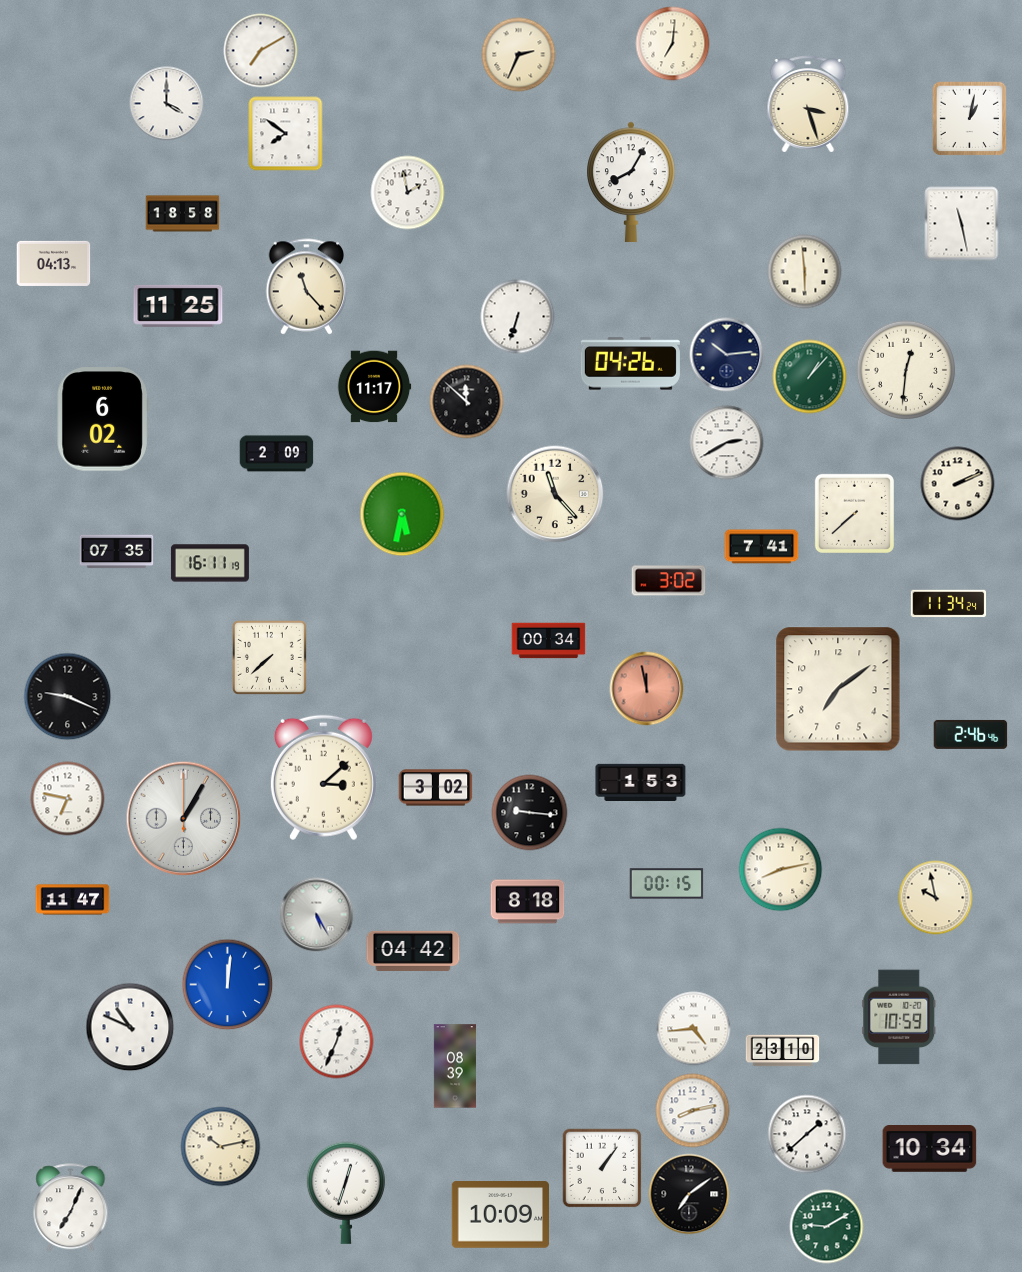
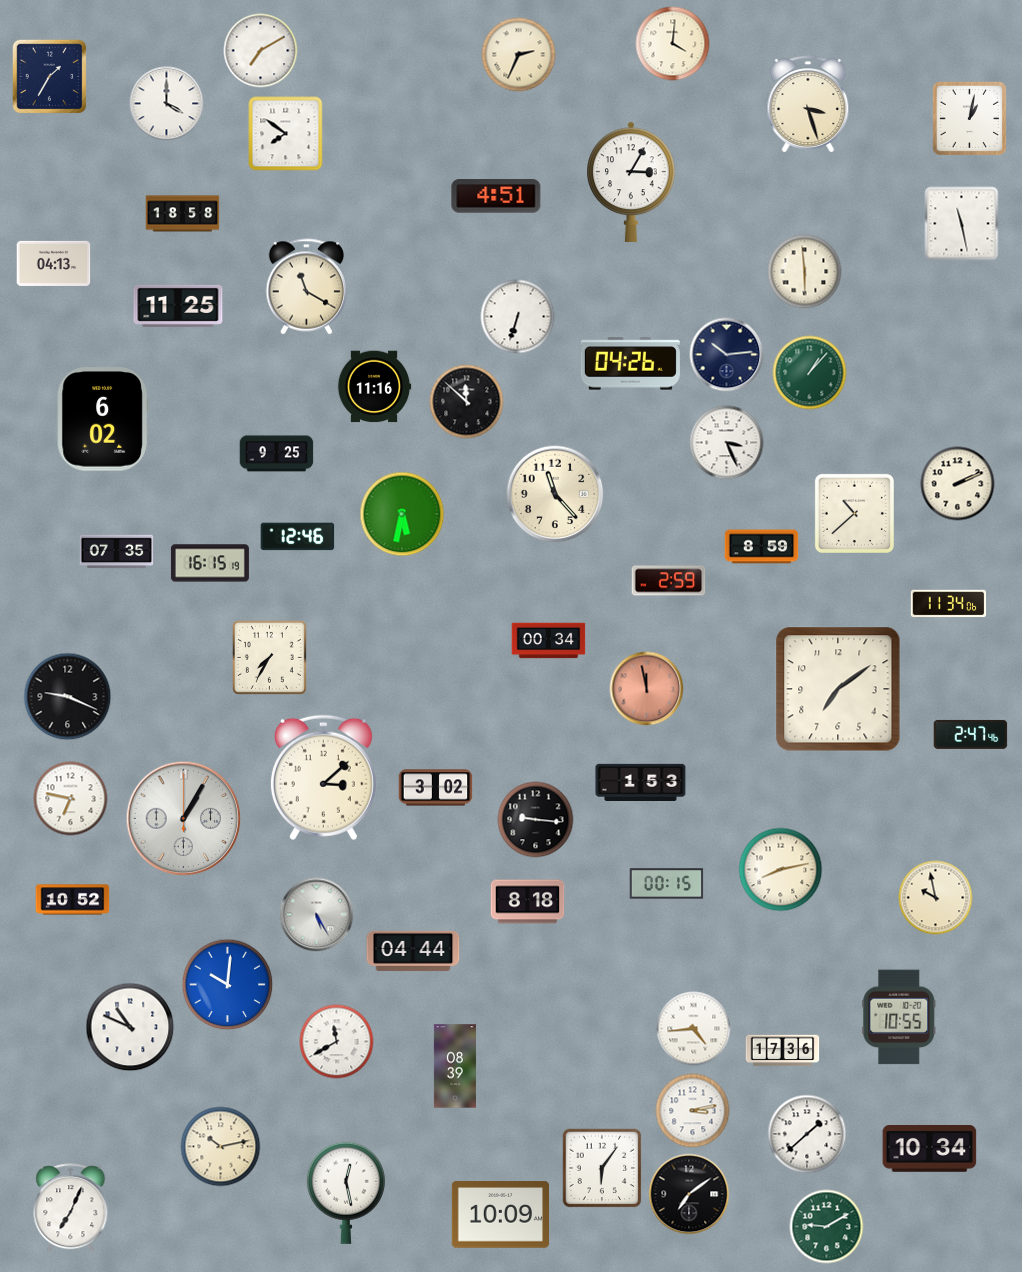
clock at (673, 44): 7:01 -> 4:01
clock at (50, 77): none -> 1:35
clock at (631, 182): 8:05 -> 3:05
clock at (408, 193): 1:58 -> none
clock at (496, 196): none -> 4:51
clock at (307, 287): 11:23 -> 11:20
clock at (906, 370): 12:31 -> none
clock at (810, 377) position: (810, 377) -> (810, 373)
clock at (374, 387): 11:17 -> 11:16
clock at (727, 443): 2:40 -> 3:26
clock at (277, 454): 2:09 -> 9:25
clock at (854, 513): 7:38 -> 10:38
clock at (298, 537): none -> 12:46
clock at (762, 547): 7:41 -> 8:59
clock at (210, 563): 16:11 -> 16:15
clock at (669, 581): 3:02 -> 2:59
clock at (949, 604): 11:34:24 -> 11:34:06
clock at (269, 657): 7:38 -> 7:35
clock at (971, 734): 2:46 -> 2:47
clock at (68, 799) position: (68, 799) -> (71, 799)
clock at (530, 813) position: (530, 813) -> (536, 820)
clock at (73, 900): 11:47 -> 10:52
clock at (413, 951): 04:42 -> 04:44
clock at (228, 985): 12:01 -> 10:01
clock at (899, 1017): 10:59 -> 10:55
clock at (337, 1042): 12:34 -> 11:40
clock at (783, 1051): 23:10 -> 17:36
clock at (693, 1111): 8:13 -> 3:13
clock at (602, 1168): 1:06 -> 6:06
clock at (346, 1193): 12:33 -> 12:28
